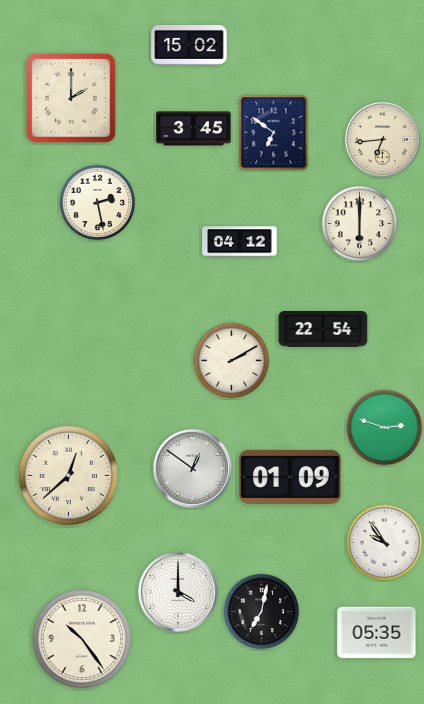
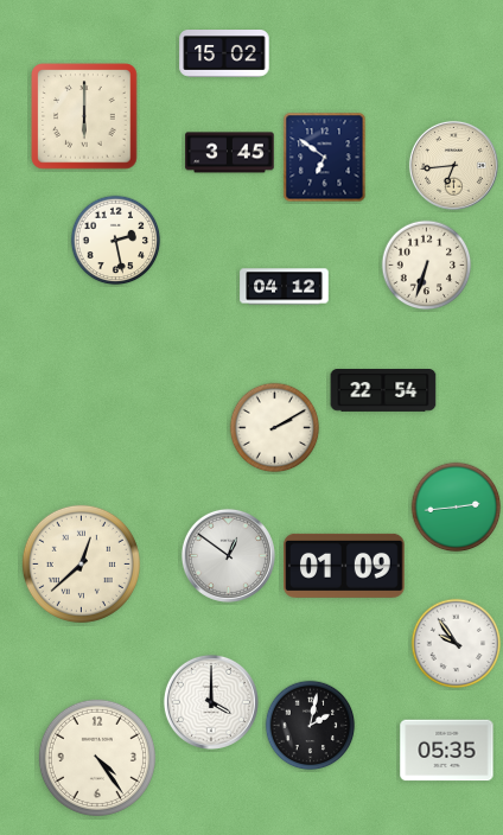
clock at (71, 98): 2:00 -> 6:00
clock at (360, 224): 6:00 -> 6:33
clock at (385, 428): 2:48 -> 2:44
clock at (262, 612): 7:02 -> 2:02
clock at (82, 639): 10:24 -> 4:24
